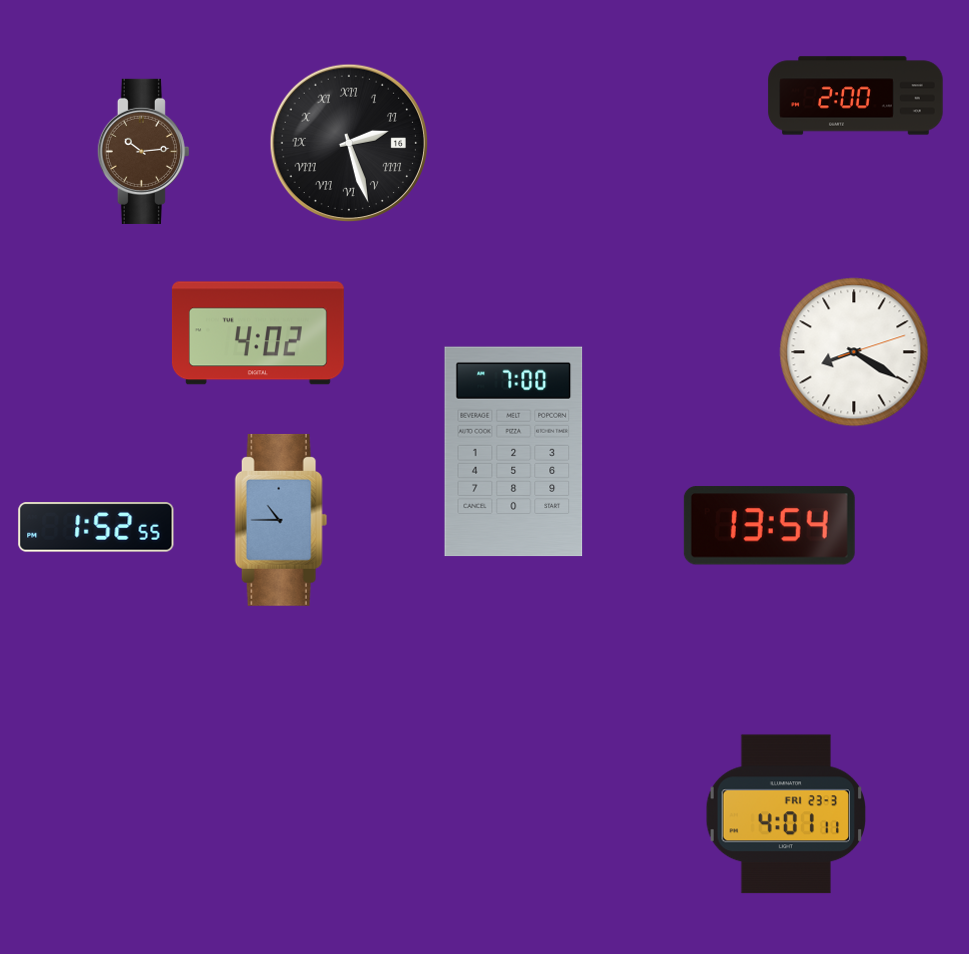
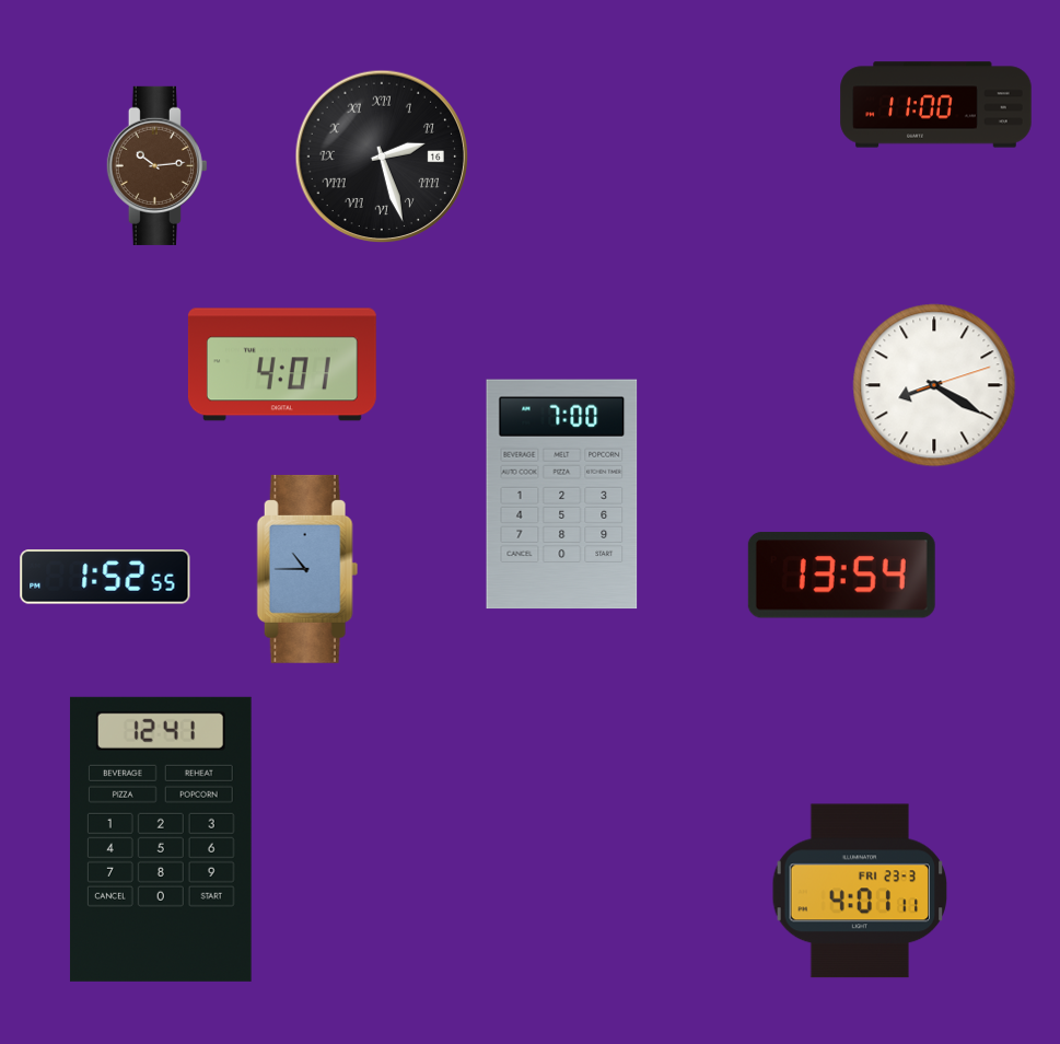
clock at (856, 96): 2:00 -> 11:00
clock at (258, 333): 4:02 -> 4:01
clock at (161, 839): none -> 12:41
